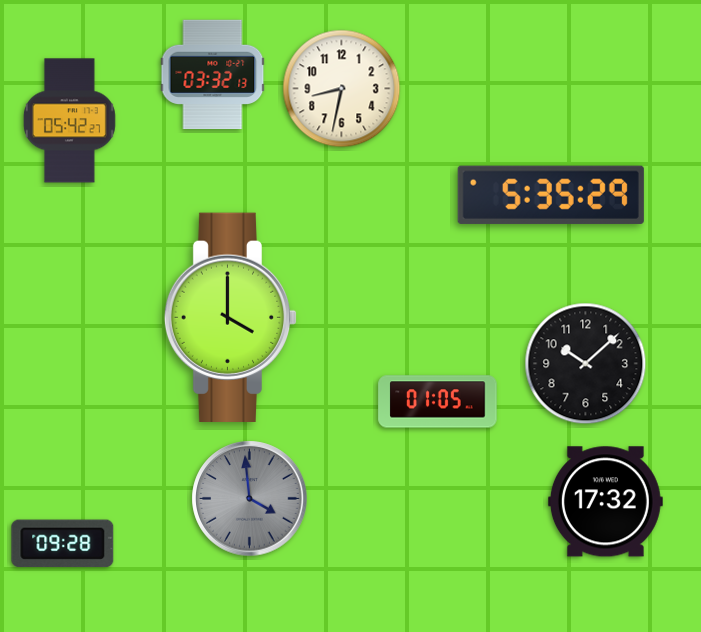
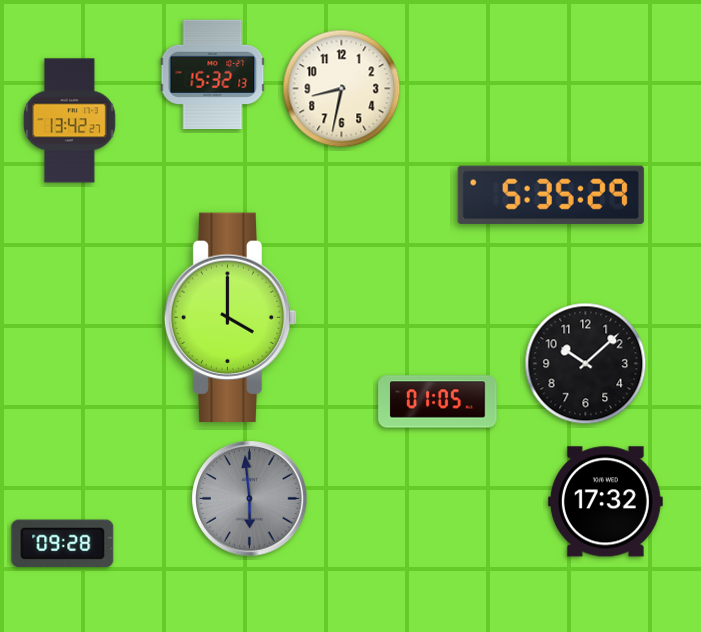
clock at (213, 75): 03:32 -> 15:32
clock at (69, 121): 05:42 -> 13:42
clock at (250, 499): 3:59 -> 5:59
